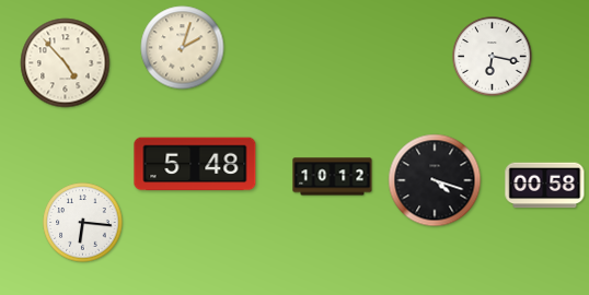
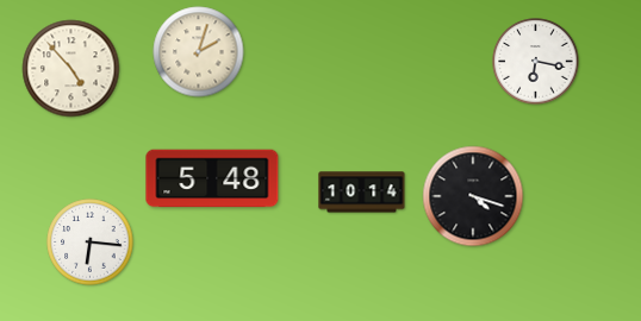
clock at (333, 177): 10:12 -> 10:14
clock at (545, 186): 00:58 -> none
